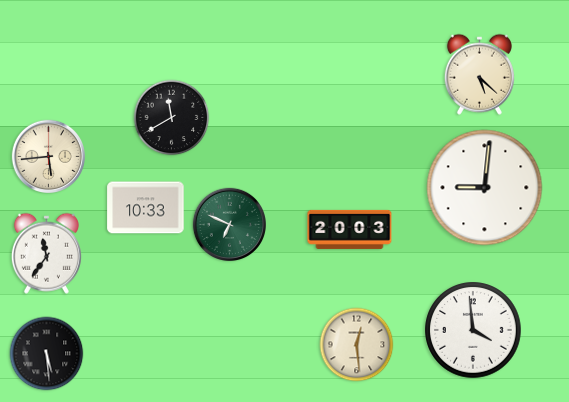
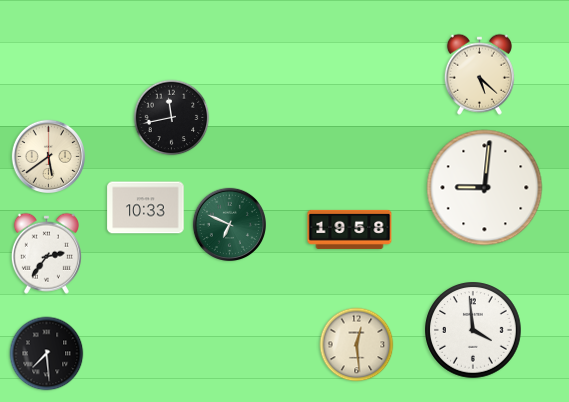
clock at (172, 118): 11:40 -> 11:43
clock at (48, 156): 5:44 -> 5:39
clock at (350, 229): 20:03 -> 19:58
clock at (46, 253): 11:36 -> 2:36
clock at (47, 354): 5:29 -> 7:29
